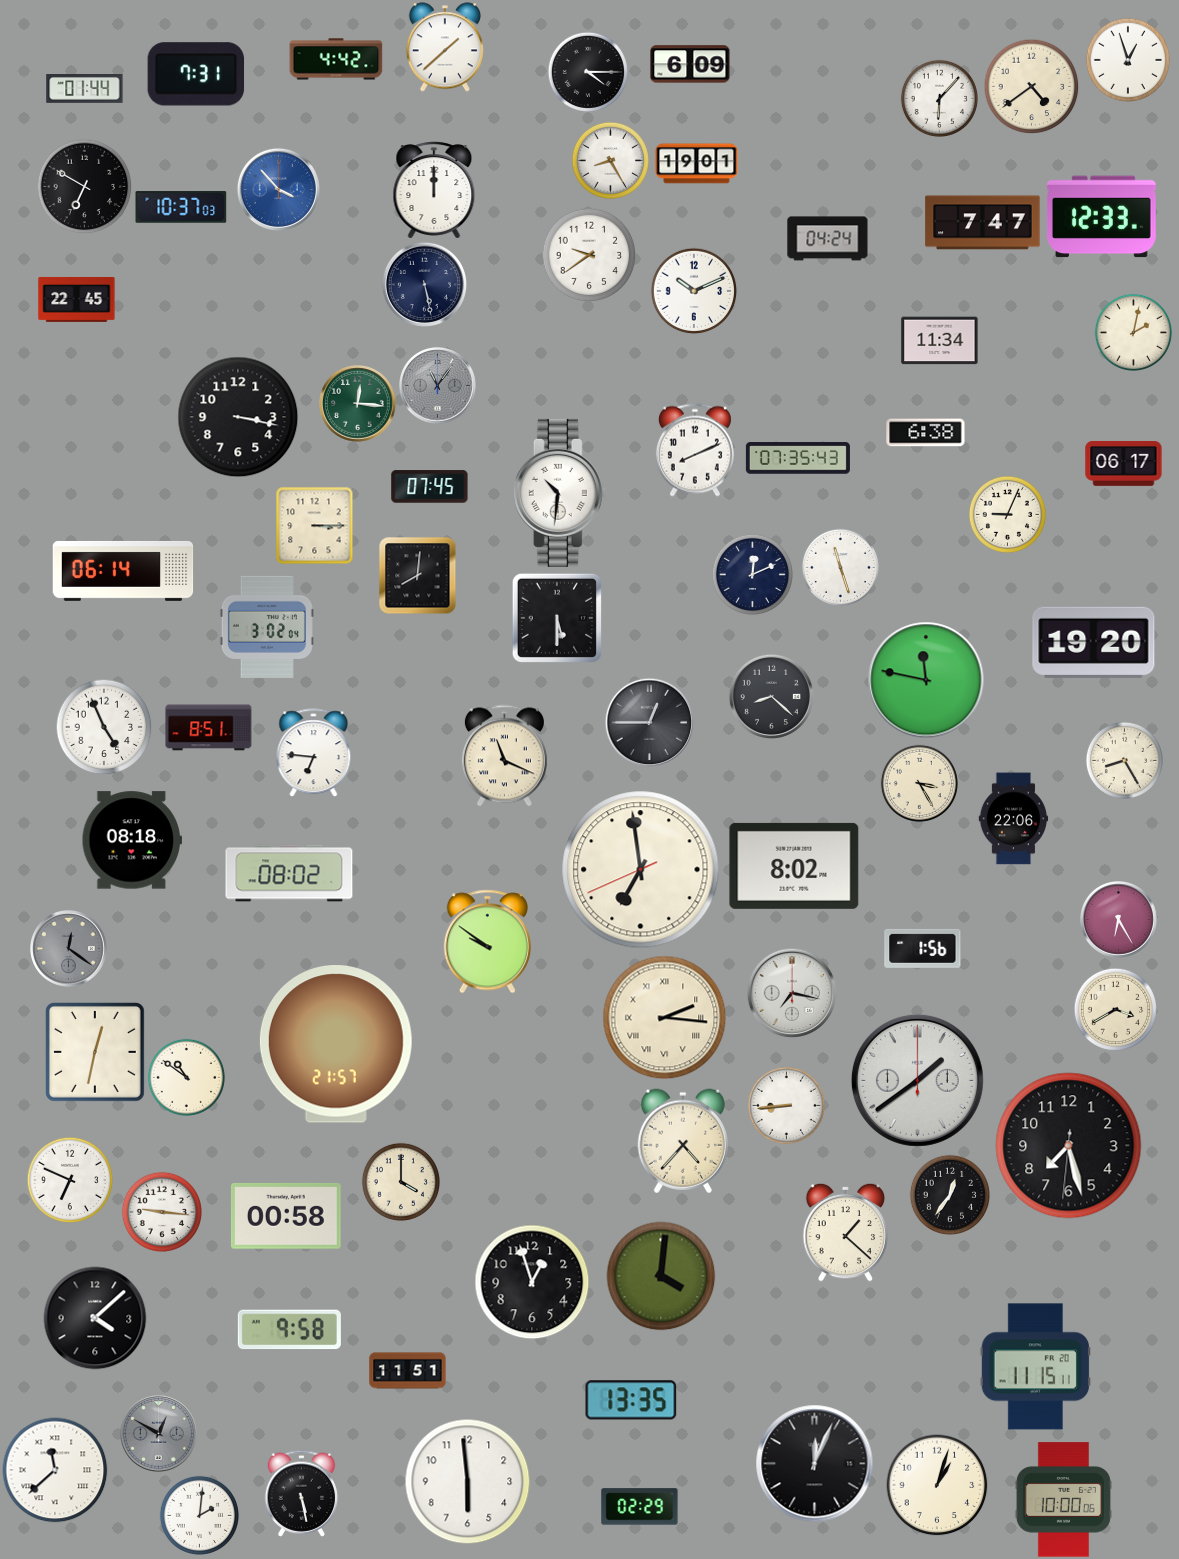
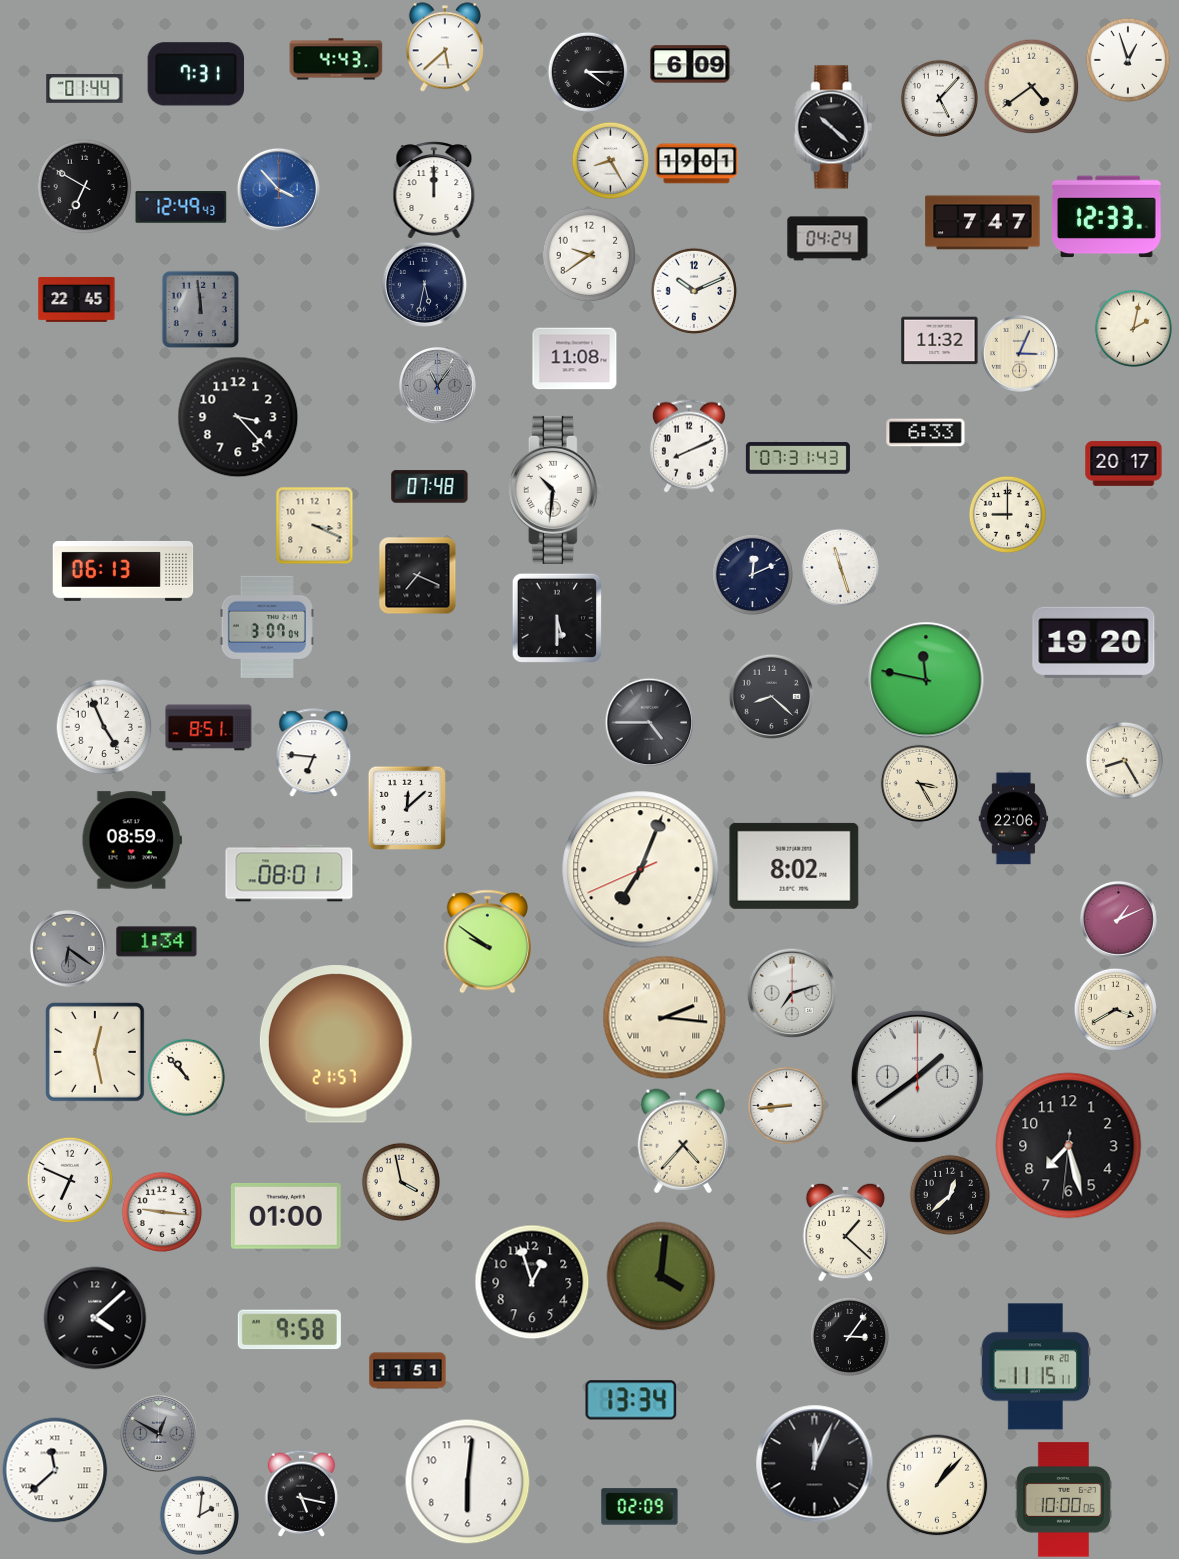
clock at (445, 47): 1:38 -> 5:38
clock at (336, 59): 4:42 -> 4:43
clock at (939, 98): 6:07 -> 5:07
clock at (833, 127): none -> 10:22
clock at (181, 207): 10:37 -> 12:49
clock at (1101, 217) position: (1101, 217) -> (1106, 217)
clock at (424, 284): 5:28 -> 5:32
clock at (200, 309): none -> 11:59
clock at (1133, 332) position: (1133, 332) -> (1133, 328)
clock at (940, 341): 11:34 -> 11:32
clock at (1020, 354): none -> 3:04
clock at (575, 359): none -> 11:08
clock at (358, 404): 12:16 -> none
clock at (238, 417): 3:17 -> 3:23
clock at (926, 433): 6:38 -> 6:33
clock at (695, 450) position: (695, 450) -> (689, 446)
clock at (798, 458): 07:35 -> 07:31
clock at (1124, 464): 06:17 -> 20:17
clock at (430, 487): 07:45 -> 07:48
clock at (560, 493) position: (560, 493) -> (555, 490)
clock at (1007, 514): 9:04 -> 9:00
clock at (314, 525): 3:15 -> 3:19
clock at (123, 571): 06:14 -> 06:13
clock at (417, 575): 8:01 -> 7:19
clock at (267, 627): 3:02 -> 3:07
clock at (649, 722): 12:45 -> 4:45
clock at (504, 756): 11:19 -> none
clock at (407, 808): none -> 12:08
clock at (131, 840): 08:18 -> 08:59
clock at (641, 870): 6:58 -> 7:03
clock at (289, 873): 08:02 -> 08:01
clock at (1119, 920): 6:25 -> 1:11
clock at (157, 942): none -> 1:34
clock at (923, 948): 1:56 -> none
clock at (69, 949): 12:21 -> 6:21
clock at (792, 993): 7:17 -> 7:12
clock at (95, 1052): 12:32 -> 12:28
clock at (186, 1077): 10:51 -> 10:53
clock at (917, 1080) position: (917, 1080) -> (917, 1076)
clock at (401, 1182): 4:00 -> 3:58
clock at (949, 1194): 12:36 -> 12:38
clock at (286, 1217): 00:58 -> 01:00
clock at (849, 1336): none -> 3:06
clock at (631, 1400): 13:35 -> 13:34
clock at (468, 1482): 5:59 -> 6:01
clock at (937, 1485): 1:03 -> 1:07
clock at (302, 1493): 5:28 -> 5:17
clock at (640, 1507): 02:29 -> 02:09
